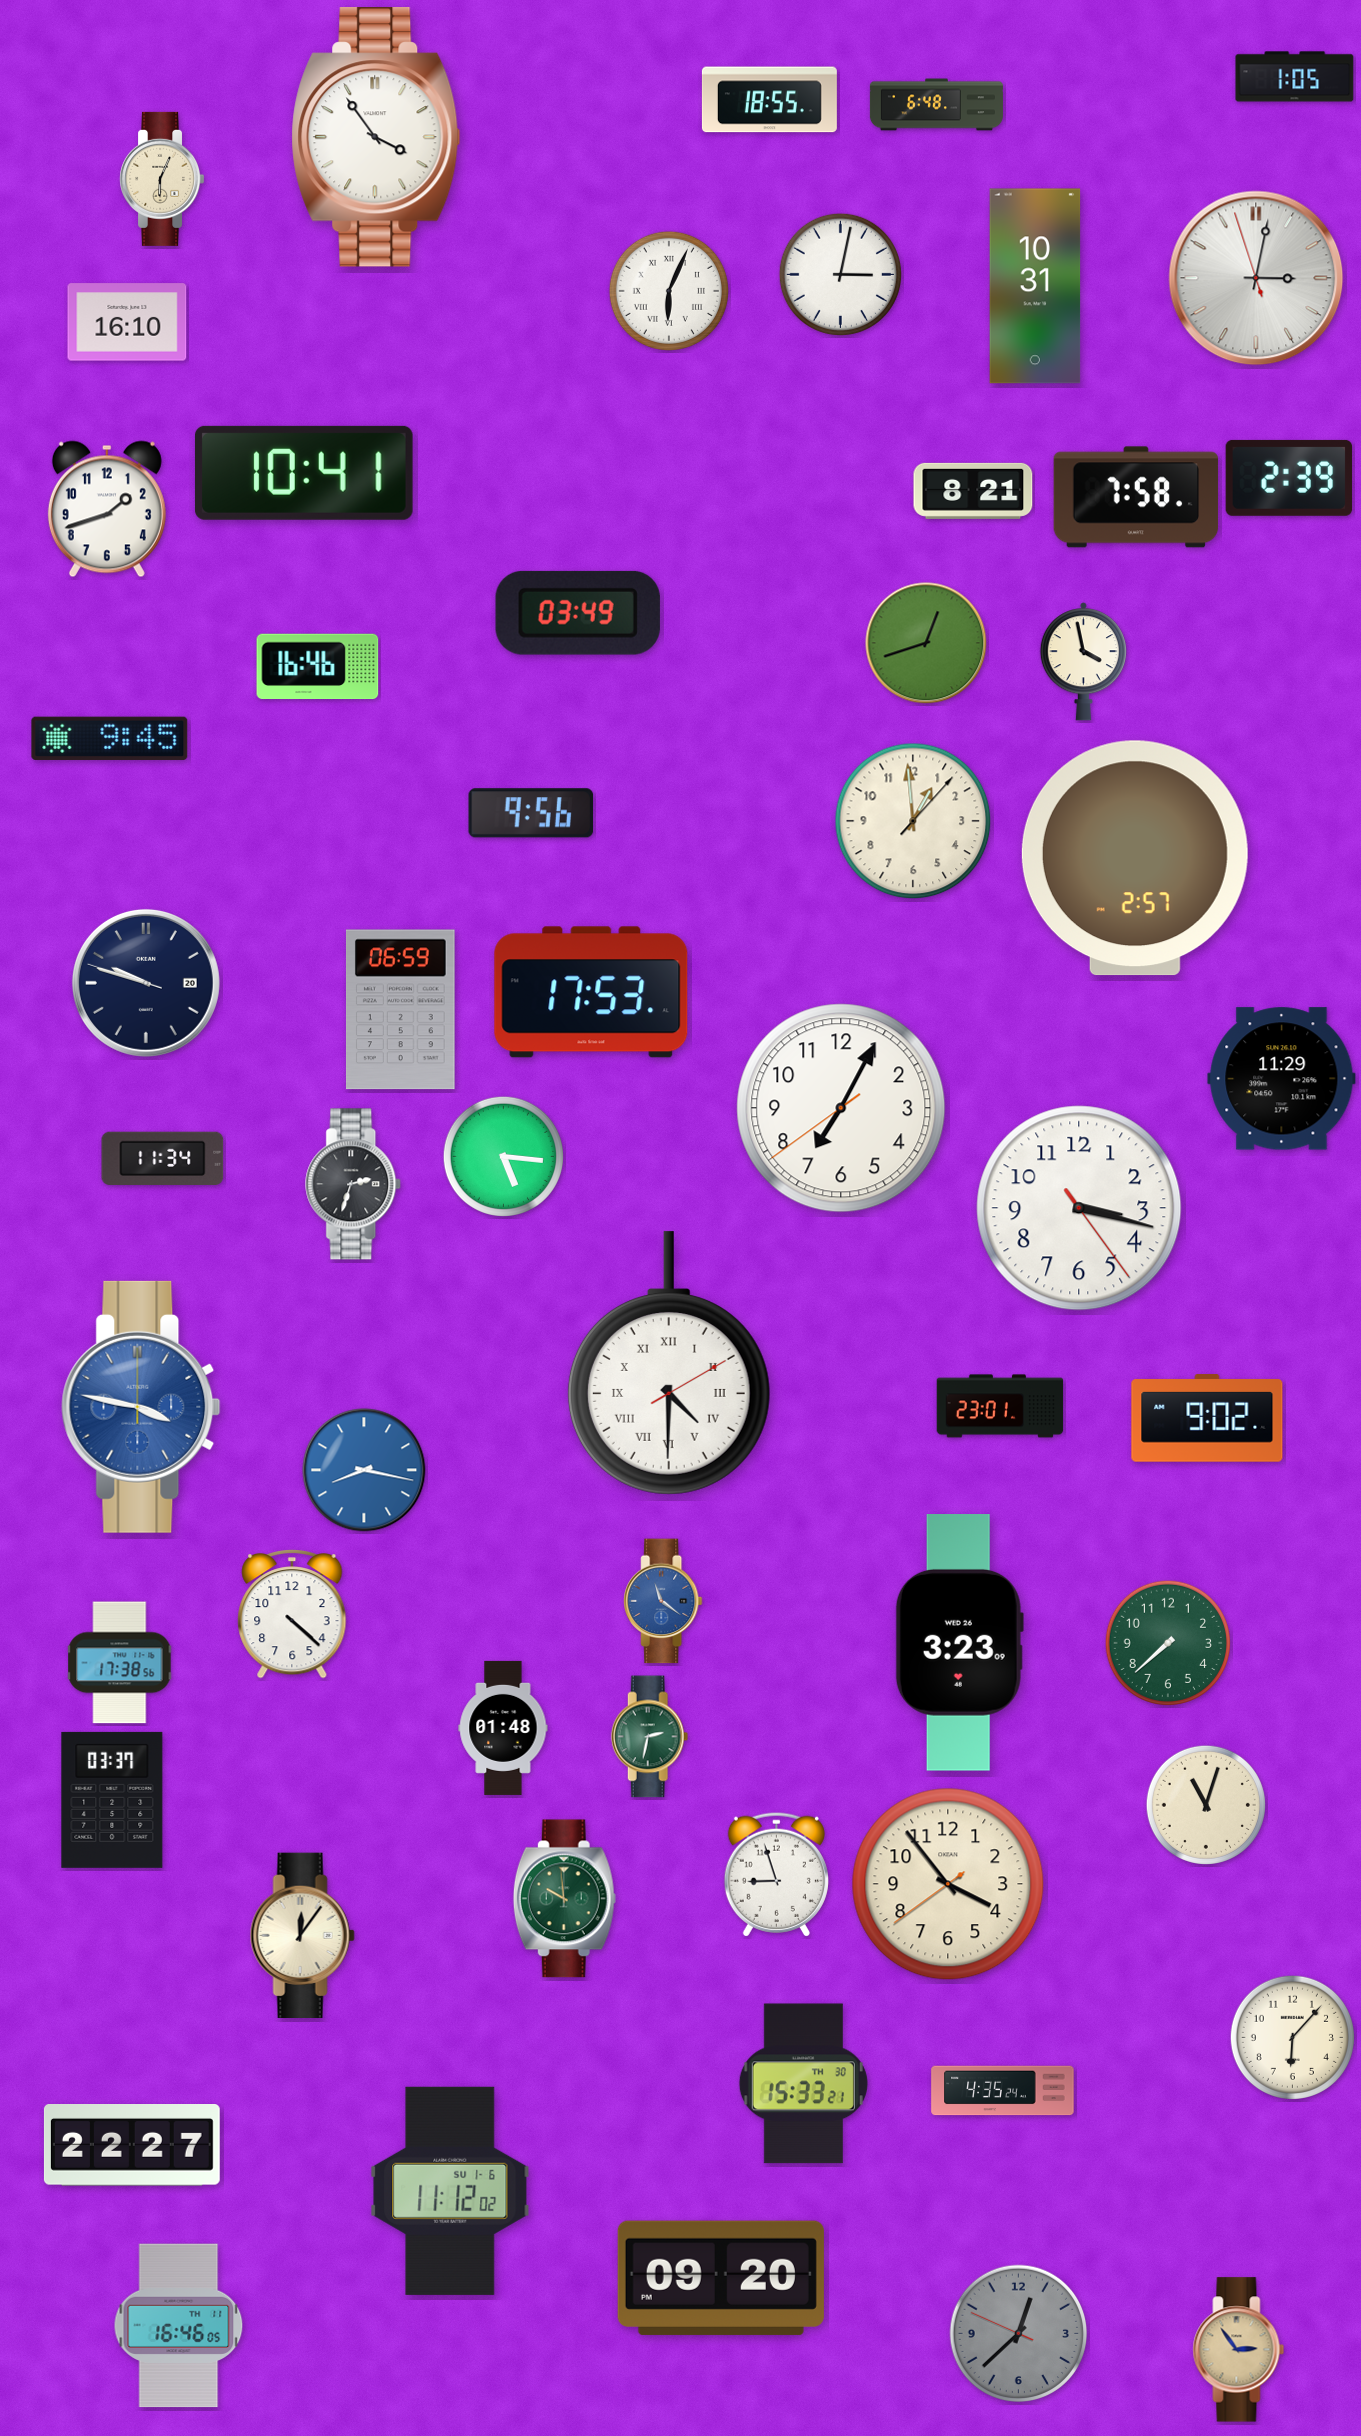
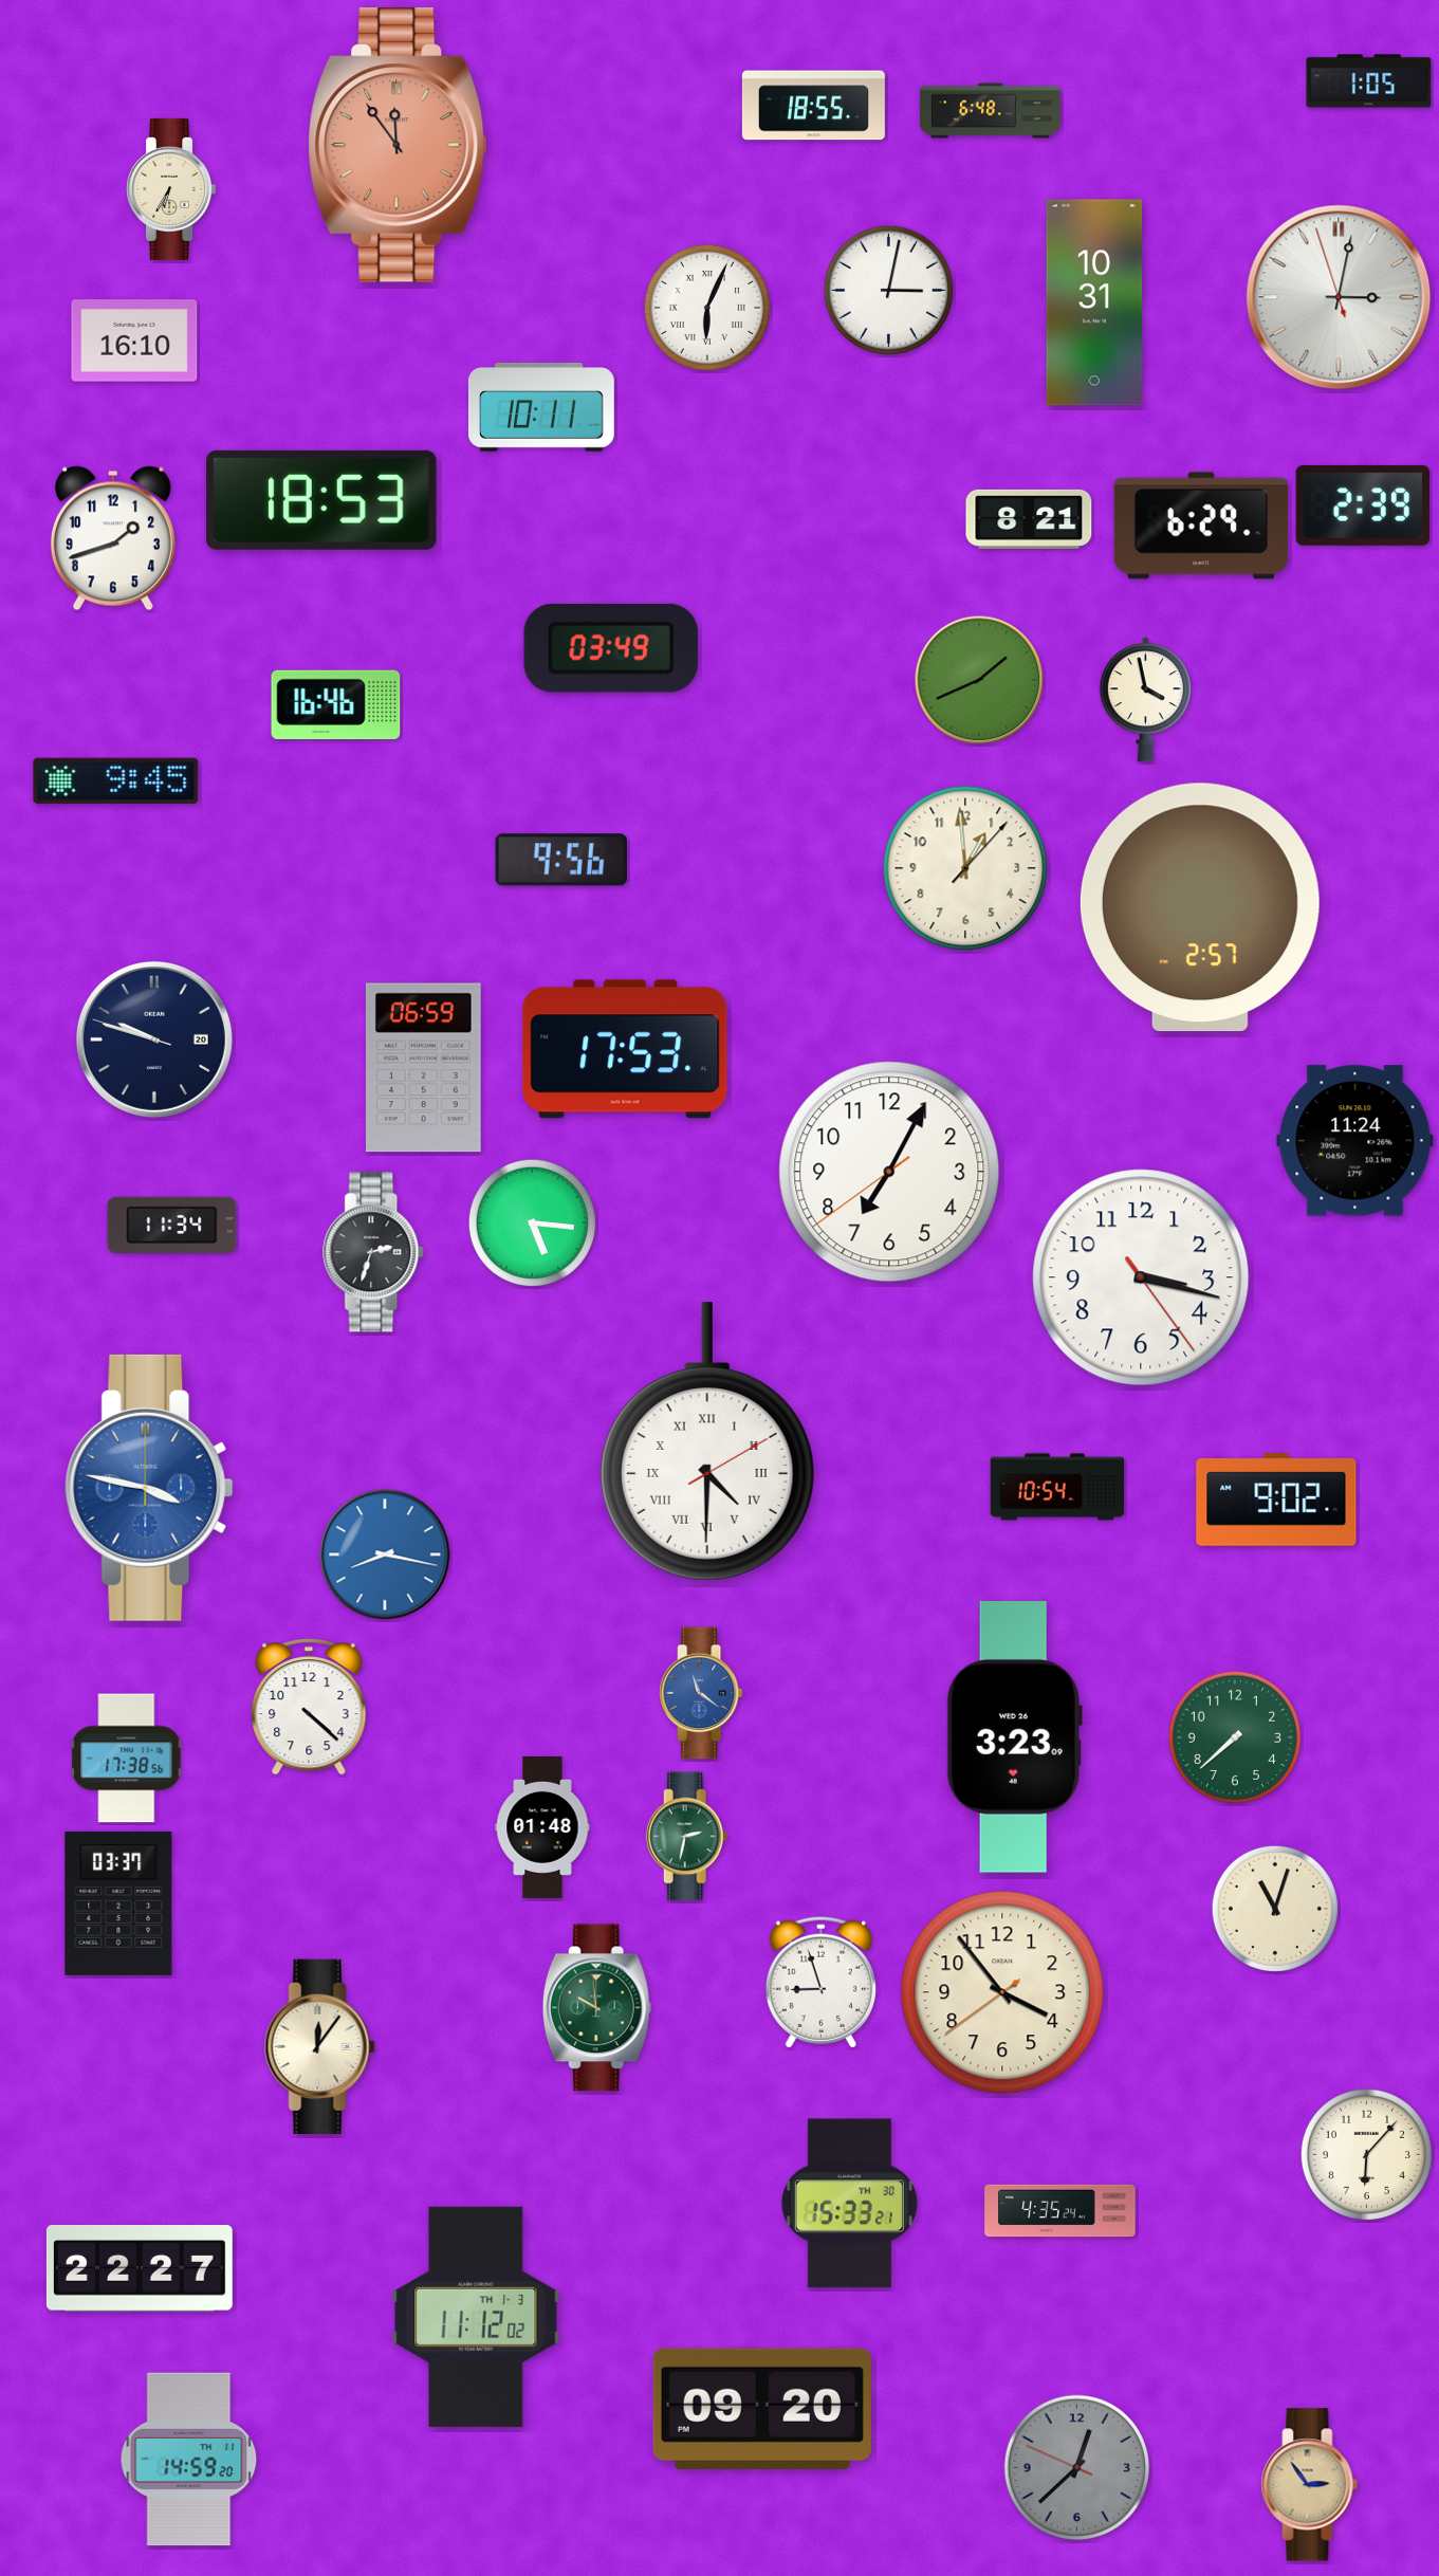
clock at (376, 137): 3:54 -> 11:54
clock at (376, 137) dial: white -> salmon
clock at (162, 179): 6:04 -> 6:35
clock at (1256, 278) position: (1256, 278) -> (1339, 297)
clock at (541, 407): none -> 10:11
clock at (304, 473): 10:41 -> 18:53
clock at (1136, 497): 7:58 -> 6:29
clock at (926, 643): 12:42 -> 1:41
clock at (1282, 1079): 11:29 -> 11:24
clock at (1000, 1406): 23:01 -> 10:54
clock at (503, 1728) position: (503, 1728) -> (542, 1827)
clock at (450, 2191) date: SU 1-6 -> TH 1-3
clock at (179, 2326): 16:46 -> 14:59
